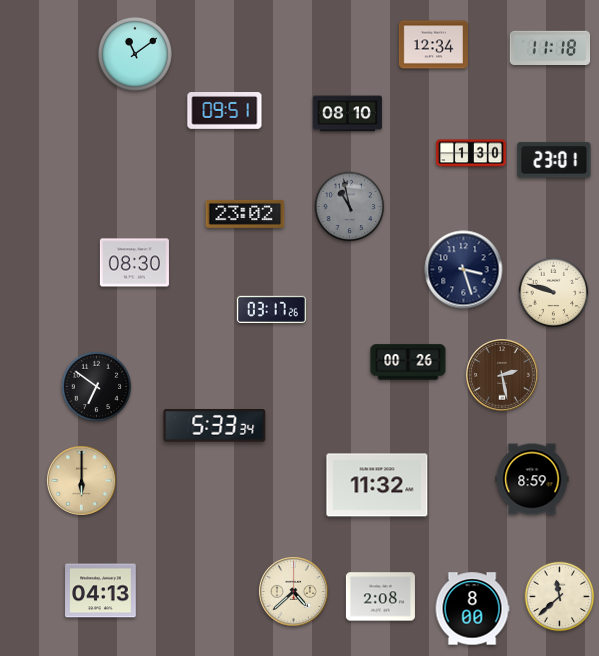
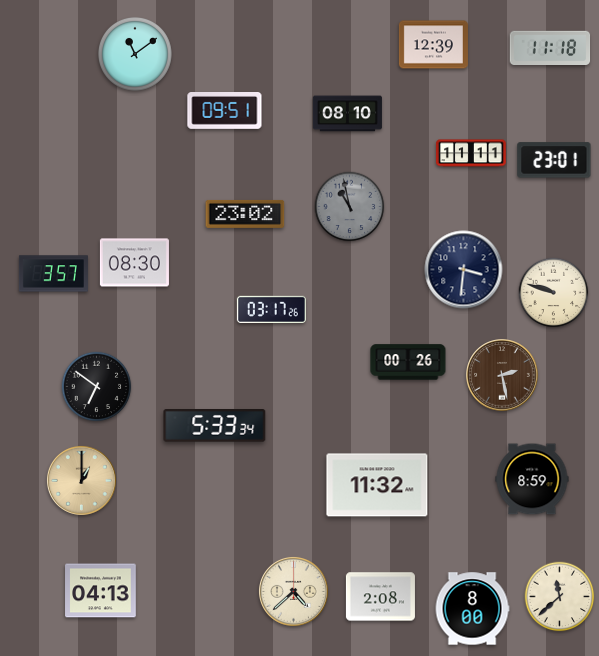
clock at (433, 45): 12:34 -> 12:39
clock at (471, 153): 1:30 -> 11:11
clock at (464, 270): 3:27 -> 3:31
clock at (53, 274): none -> 3:57
clock at (81, 480): 6:00 -> 1:00
